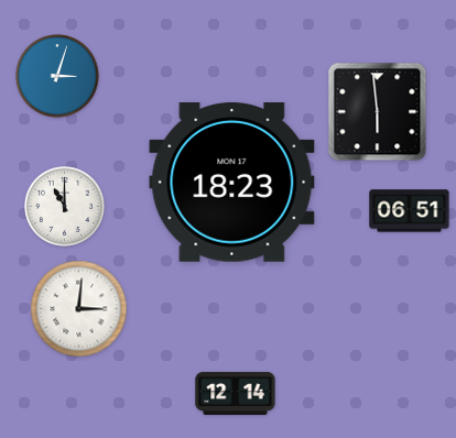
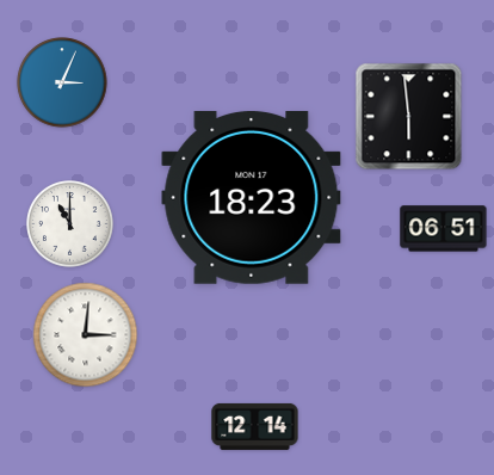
clock at (57, 76): 3:03 -> 3:04
clock at (378, 112) position: (378, 112) -> (409, 117)
